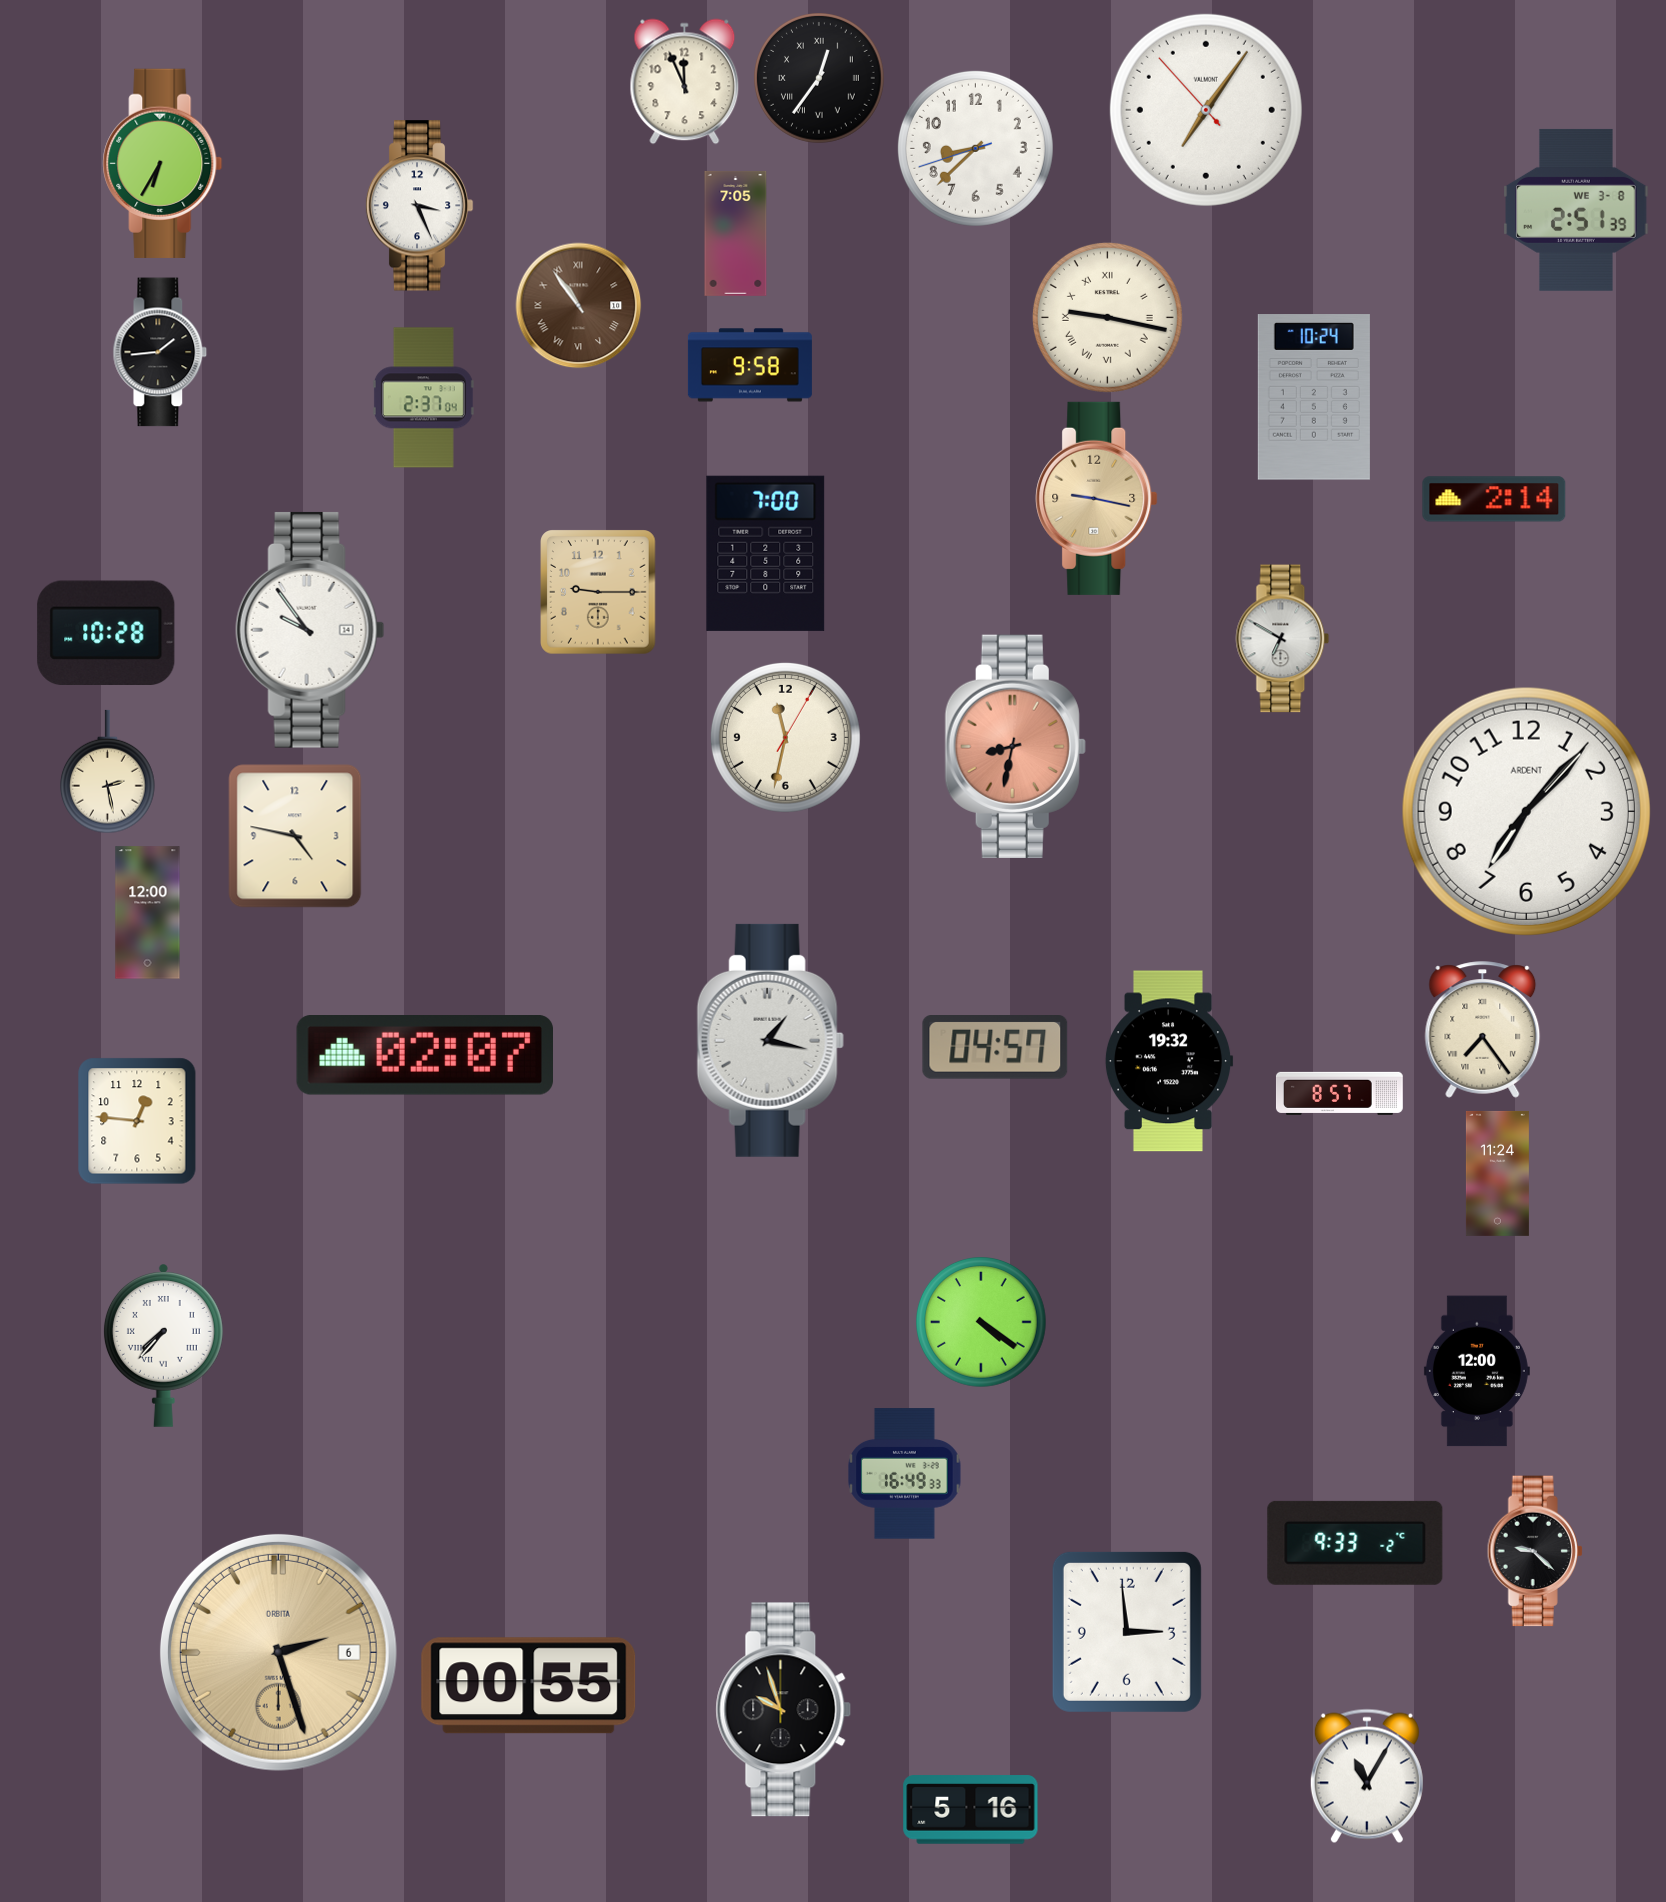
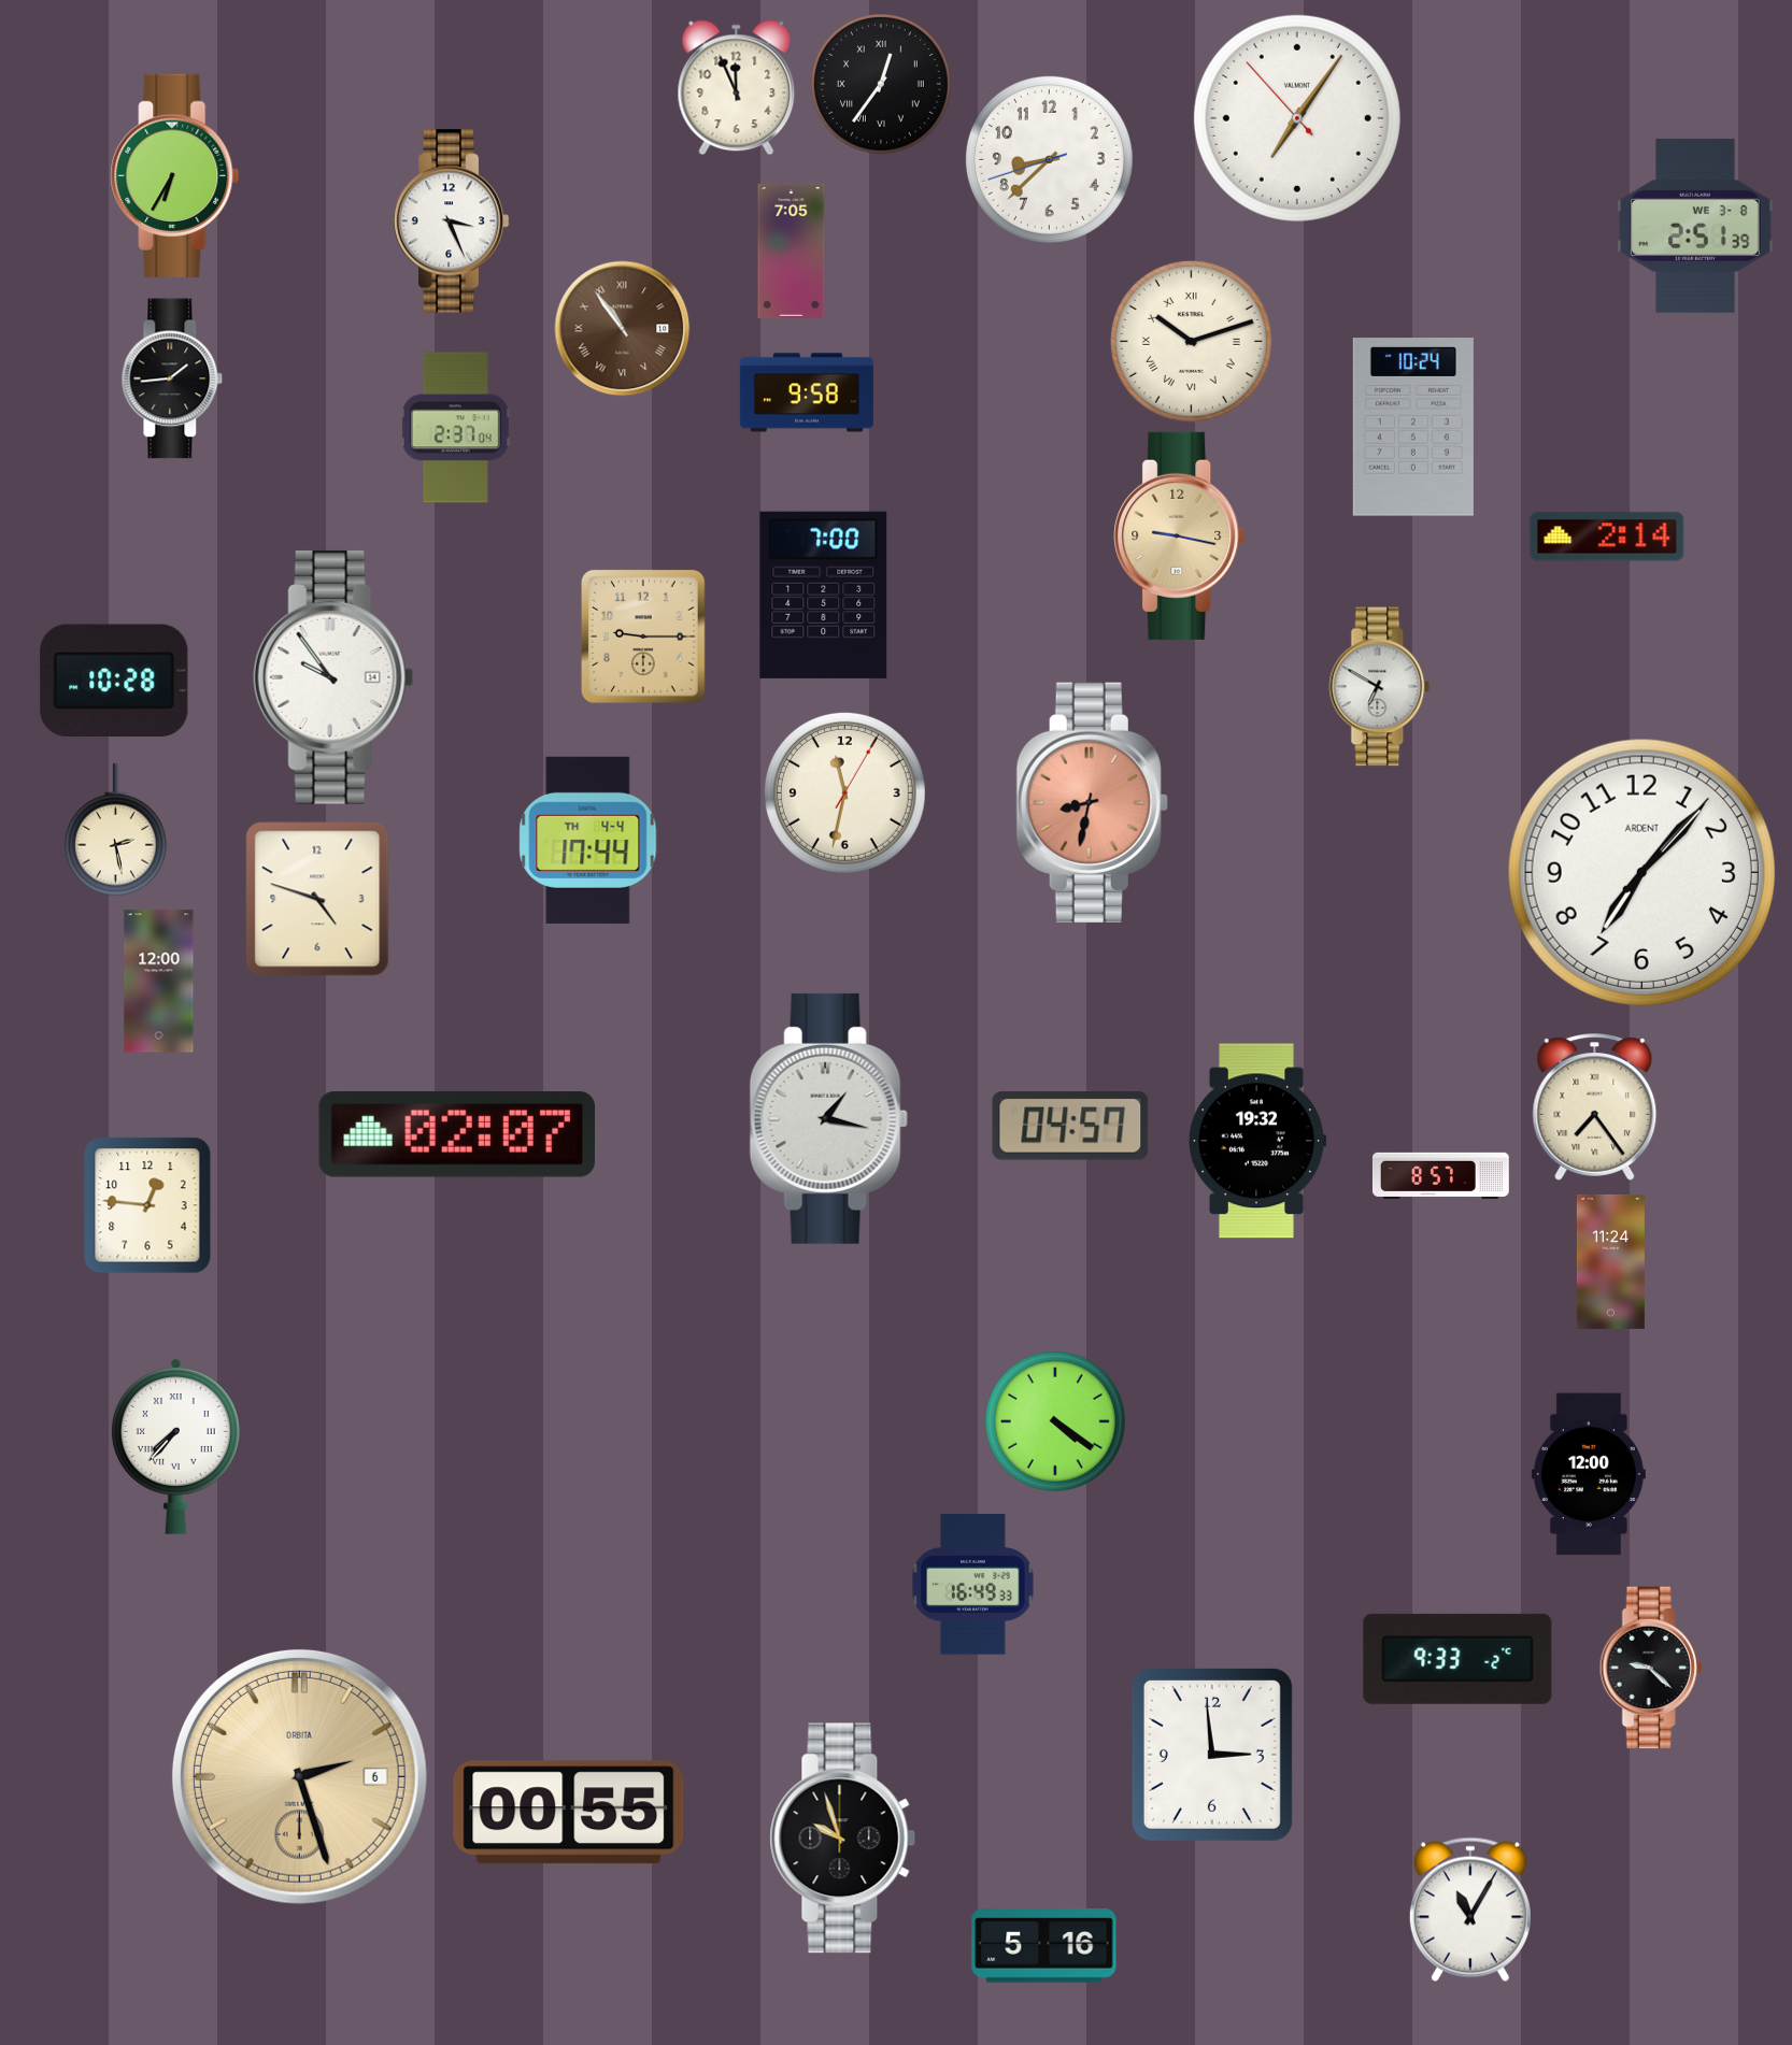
clock at (1107, 317): 9:17 -> 10:12
clock at (588, 840): none -> 17:44
clock at (295, 836): 4:47 -> 4:48
